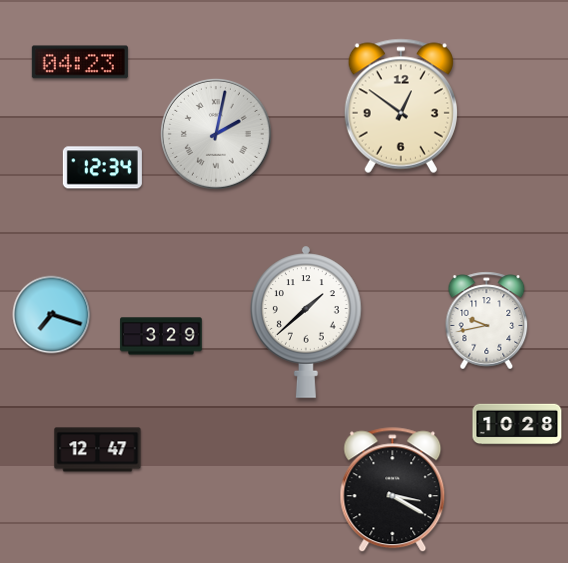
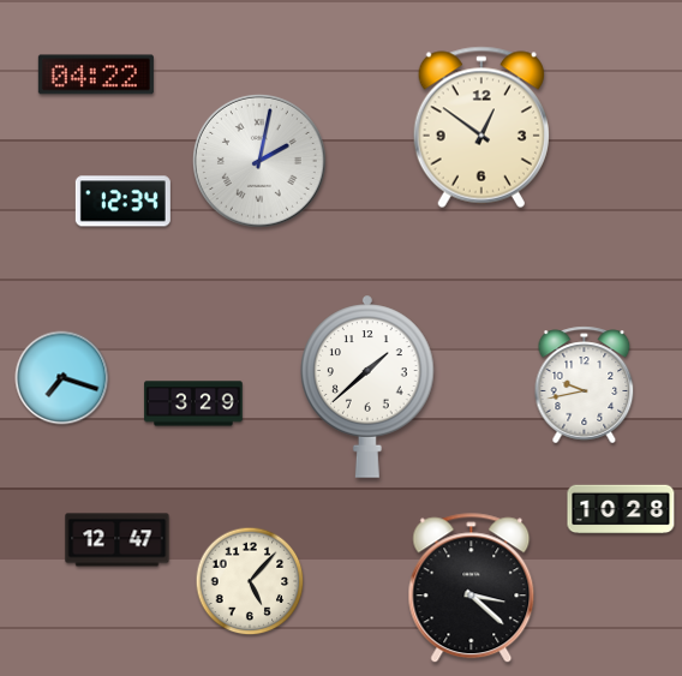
clock at (80, 62): 04:23 -> 04:22
clock at (250, 581): none -> 5:07
clock at (393, 490): 3:20 -> 3:22
